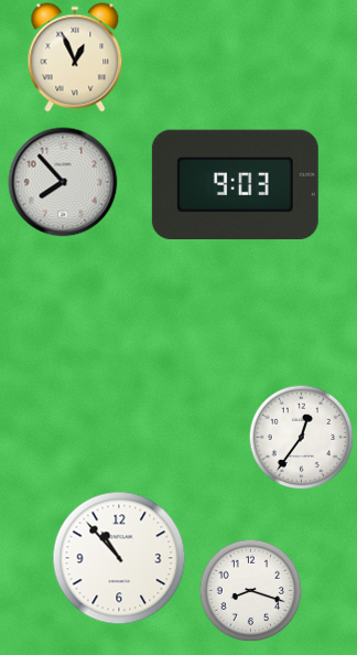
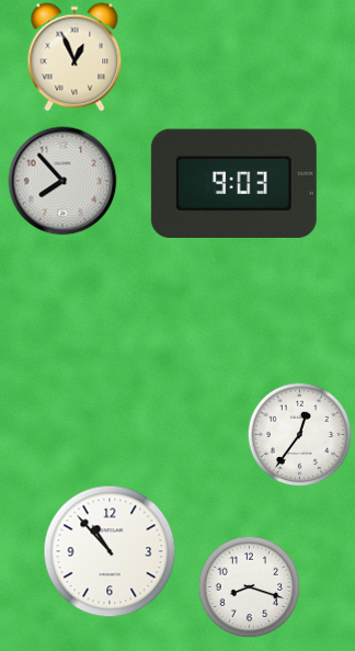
clock at (119, 558) position: (119, 558) -> (110, 551)
